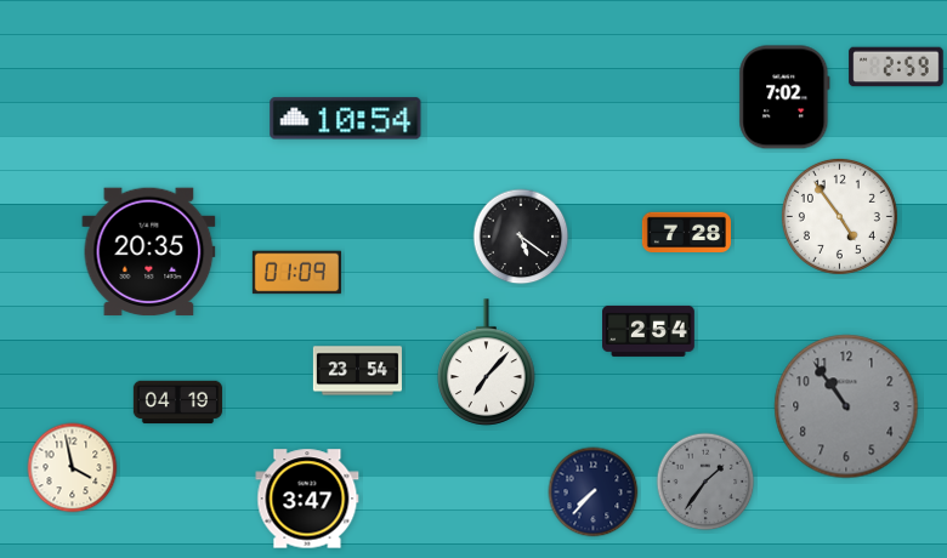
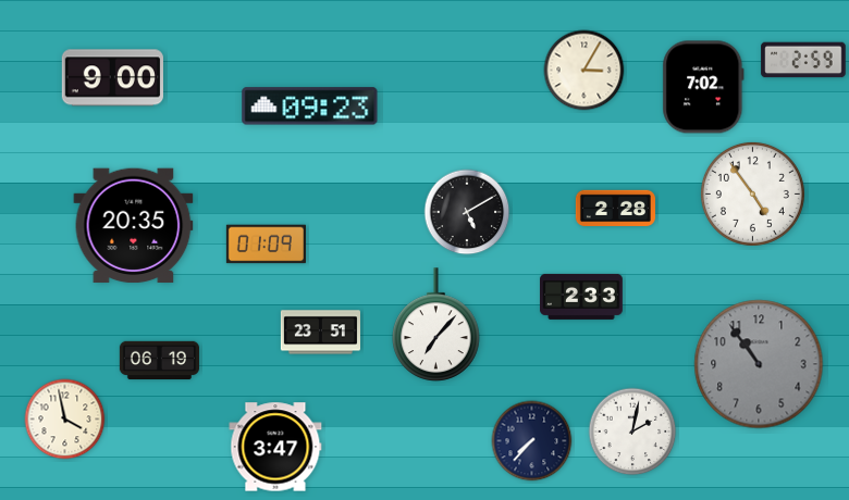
clock at (585, 71): none -> 3:05
clock at (112, 78): none -> 9:00
clock at (346, 119): 10:54 -> 09:23
clock at (686, 233): 7:28 -> 2:28
clock at (521, 237): 5:21 -> 5:10
clock at (650, 331): 2:54 -> 2:33
clock at (357, 371): 23:54 -> 23:51
clock at (177, 403): 04:19 -> 06:19
clock at (705, 482): 1:36 -> 2:02
clock at (705, 482) dial: grey -> white
